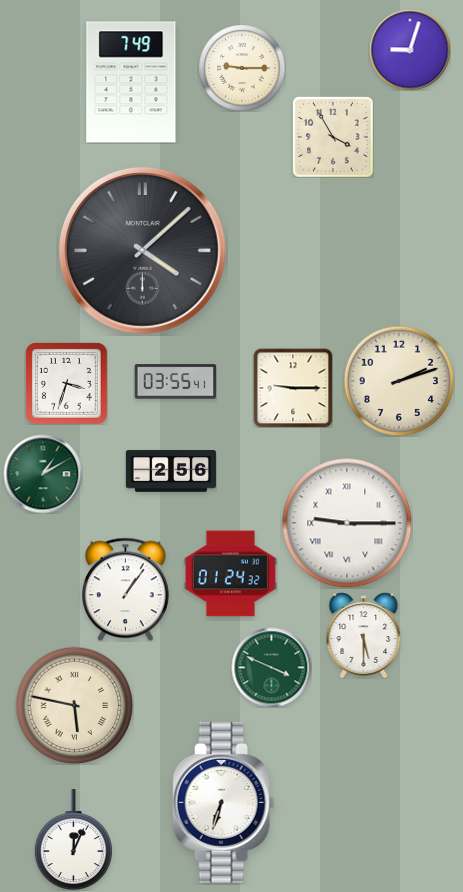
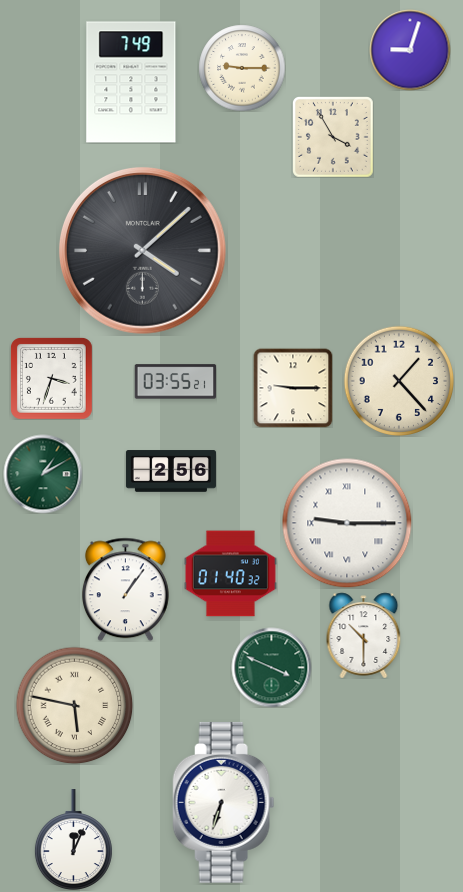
clock at (398, 380): 2:12 -> 1:23
clock at (175, 382): 03:55:41 -> 03:55:21
clock at (66, 383) position: (66, 383) -> (51, 378)
clock at (230, 574): 01:24 -> 01:40
clock at (364, 635): 5:30 -> 10:30
